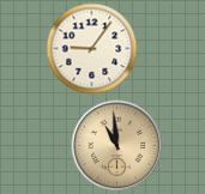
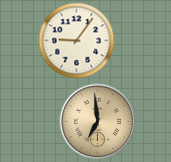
clock at (117, 146): 10:59 -> 6:59
